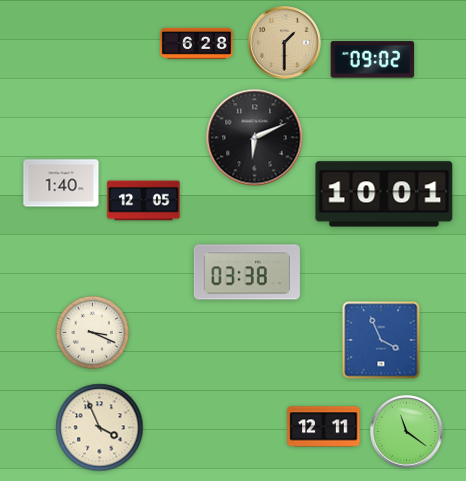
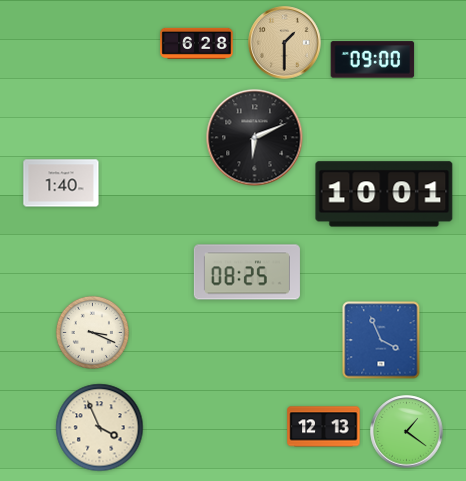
clock at (373, 60): 09:02 -> 09:00
clock at (144, 201): 12:05 -> none
clock at (247, 272): 03:38 -> 08:25
clock at (324, 427): 12:11 -> 12:13
clock at (407, 432): 11:21 -> 1:21
